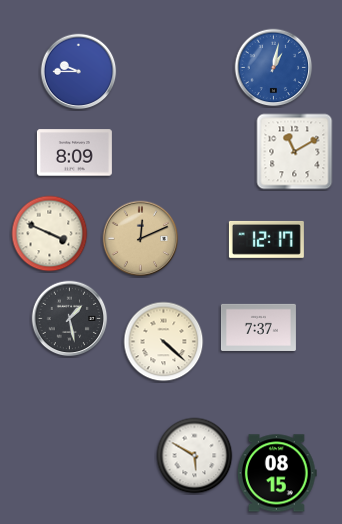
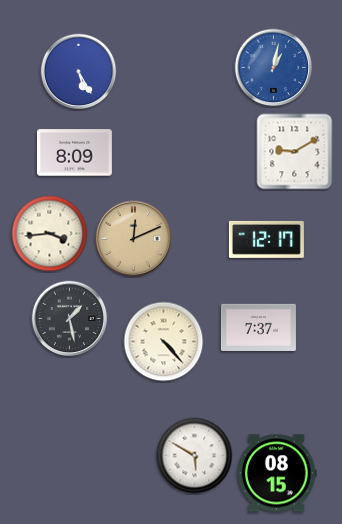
clock at (79, 72): 9:45 -> 5:25
clock at (295, 152): 11:10 -> 9:10
clock at (50, 234): 3:49 -> 3:44
clock at (141, 239) position: (141, 239) -> (134, 239)
clock at (164, 342): 4:22 -> 4:23
